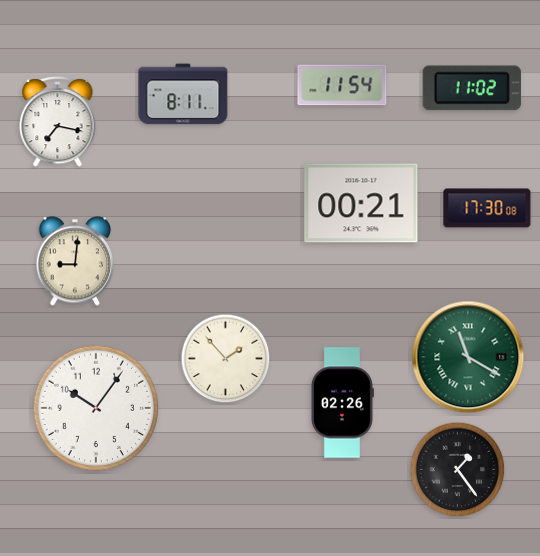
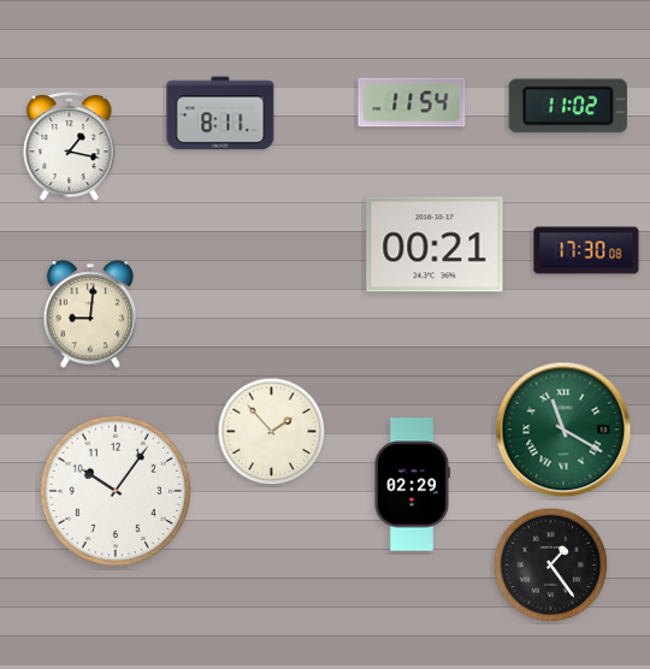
clock at (58, 121): 7:17 -> 1:17
clock at (342, 403): 02:26 -> 02:29
